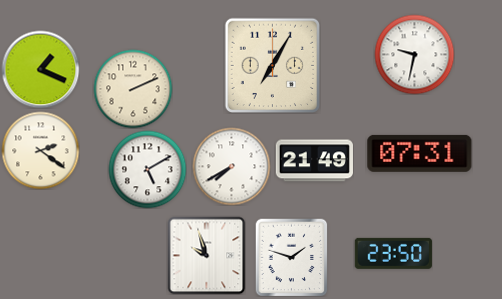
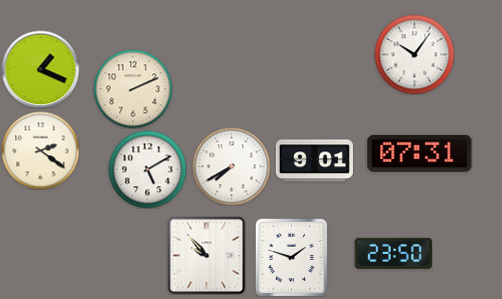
clock at (414, 54): 9:32 -> 10:06
clock at (272, 65): 7:05 -> none
clock at (314, 161): 21:49 -> 9:01
clock at (206, 255): 9:57 -> 9:53
